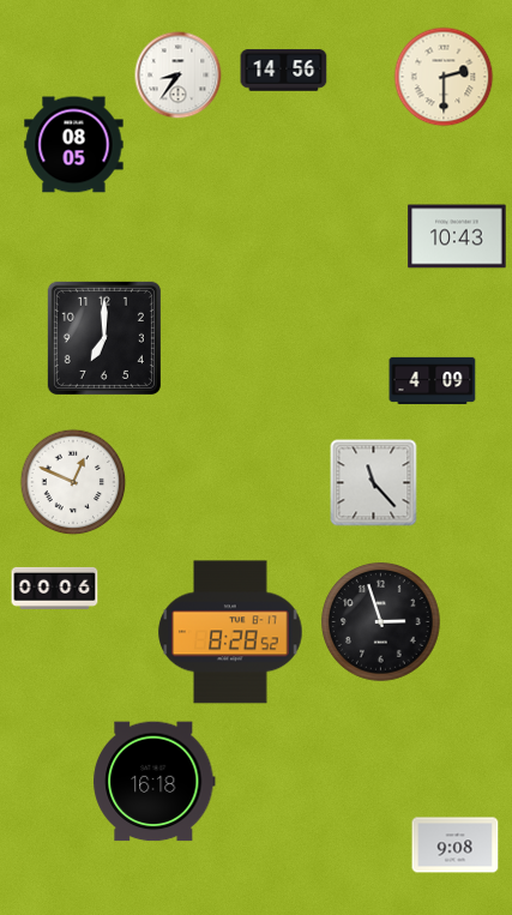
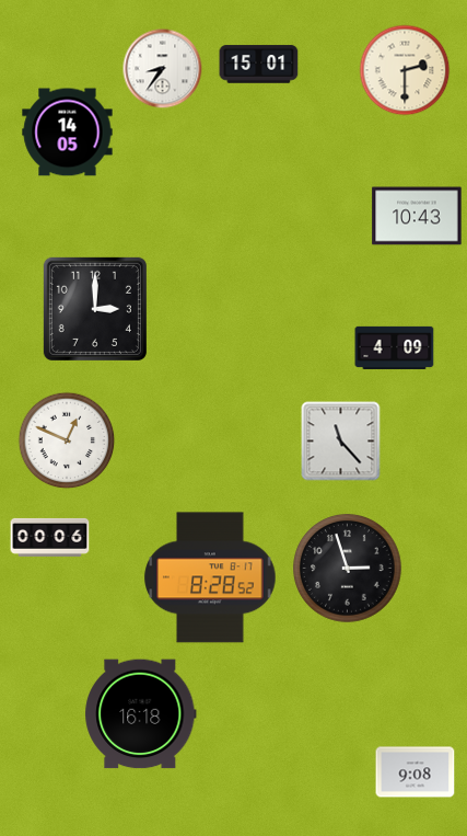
clock at (284, 71): 14:56 -> 15:01
clock at (74, 145): 08:05 -> 14:05
clock at (104, 338): 7:00 -> 3:00
